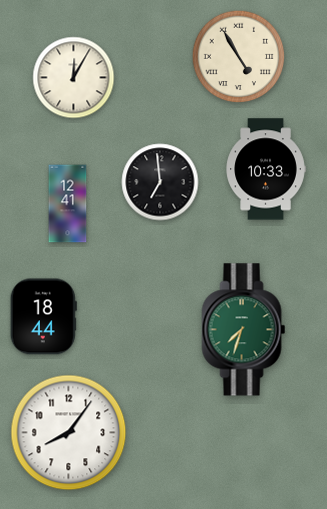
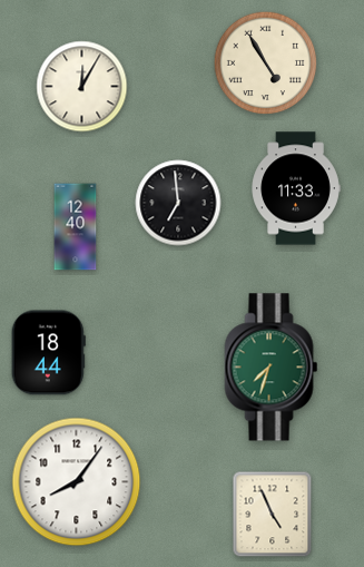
clock at (266, 169): 10:33 -> 11:33
clock at (68, 204): 12:41 -> 12:40
clock at (273, 515): none -> 4:56
